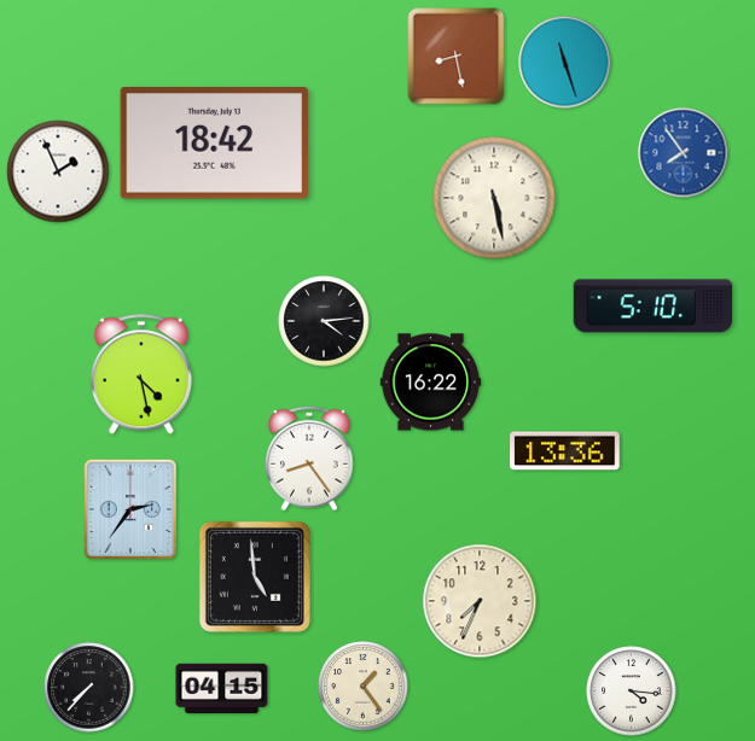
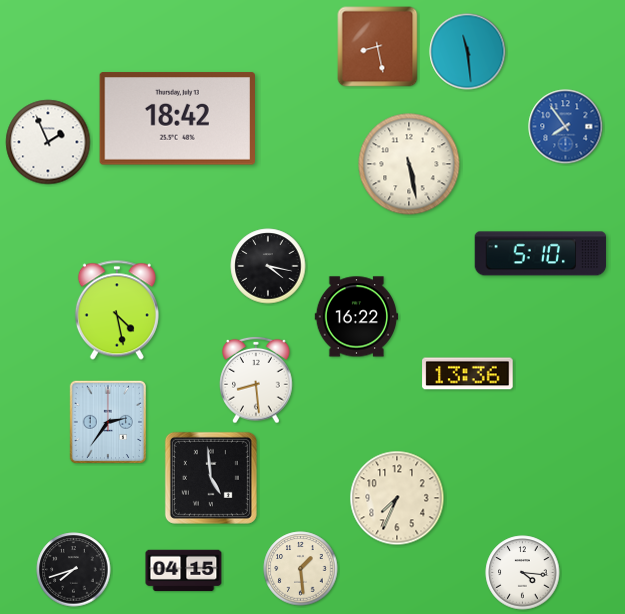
clock at (565, 63): 11:27 -> 11:29
clock at (324, 321): 4:14 -> 4:17
clock at (309, 459): 8:24 -> 8:29
clock at (364, 687): 1:24 -> 1:29
clock at (89, 688): 7:37 -> 7:42
